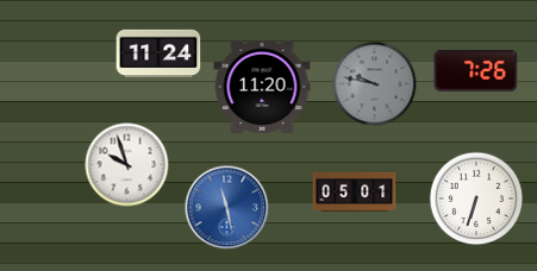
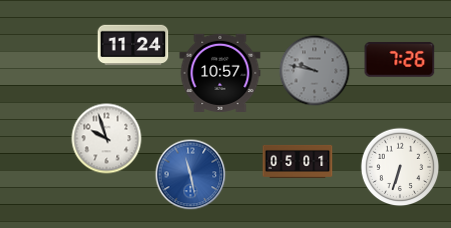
clock at (262, 87): 11:20 -> 10:57
